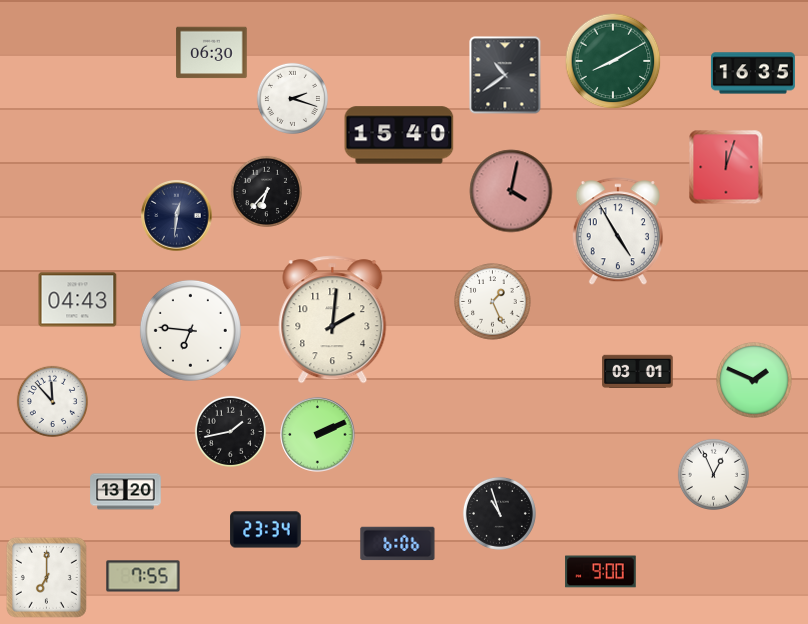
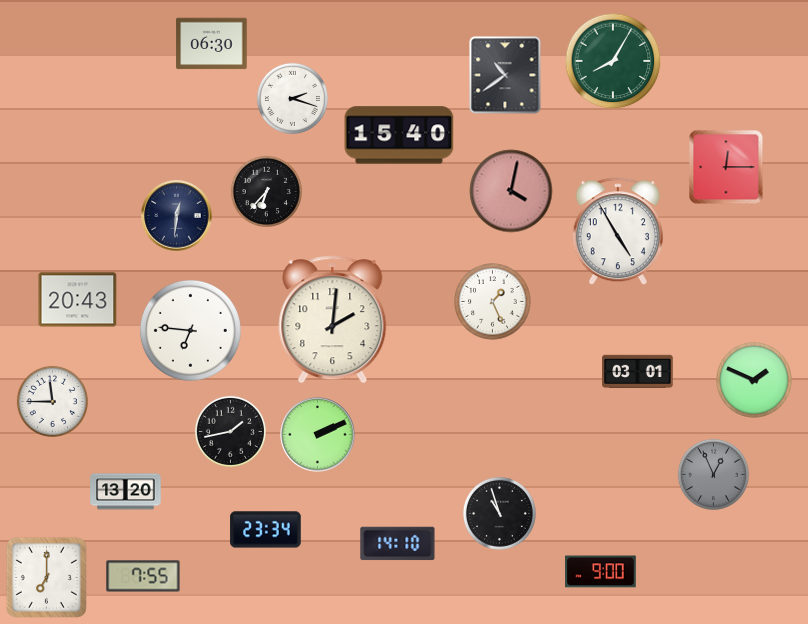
clock at (212, 53) position: (212, 53) -> (212, 44)
clock at (613, 61): 8:10 -> 8:05
clock at (753, 73): 16:35 -> none
clock at (726, 167): 12:03 -> 12:15
clock at (78, 300): 04:43 -> 20:43
clock at (52, 401): 11:53 -> 11:45
clock at (713, 474) dial: white -> grey
clock at (398, 544): 6:06 -> 14:10
